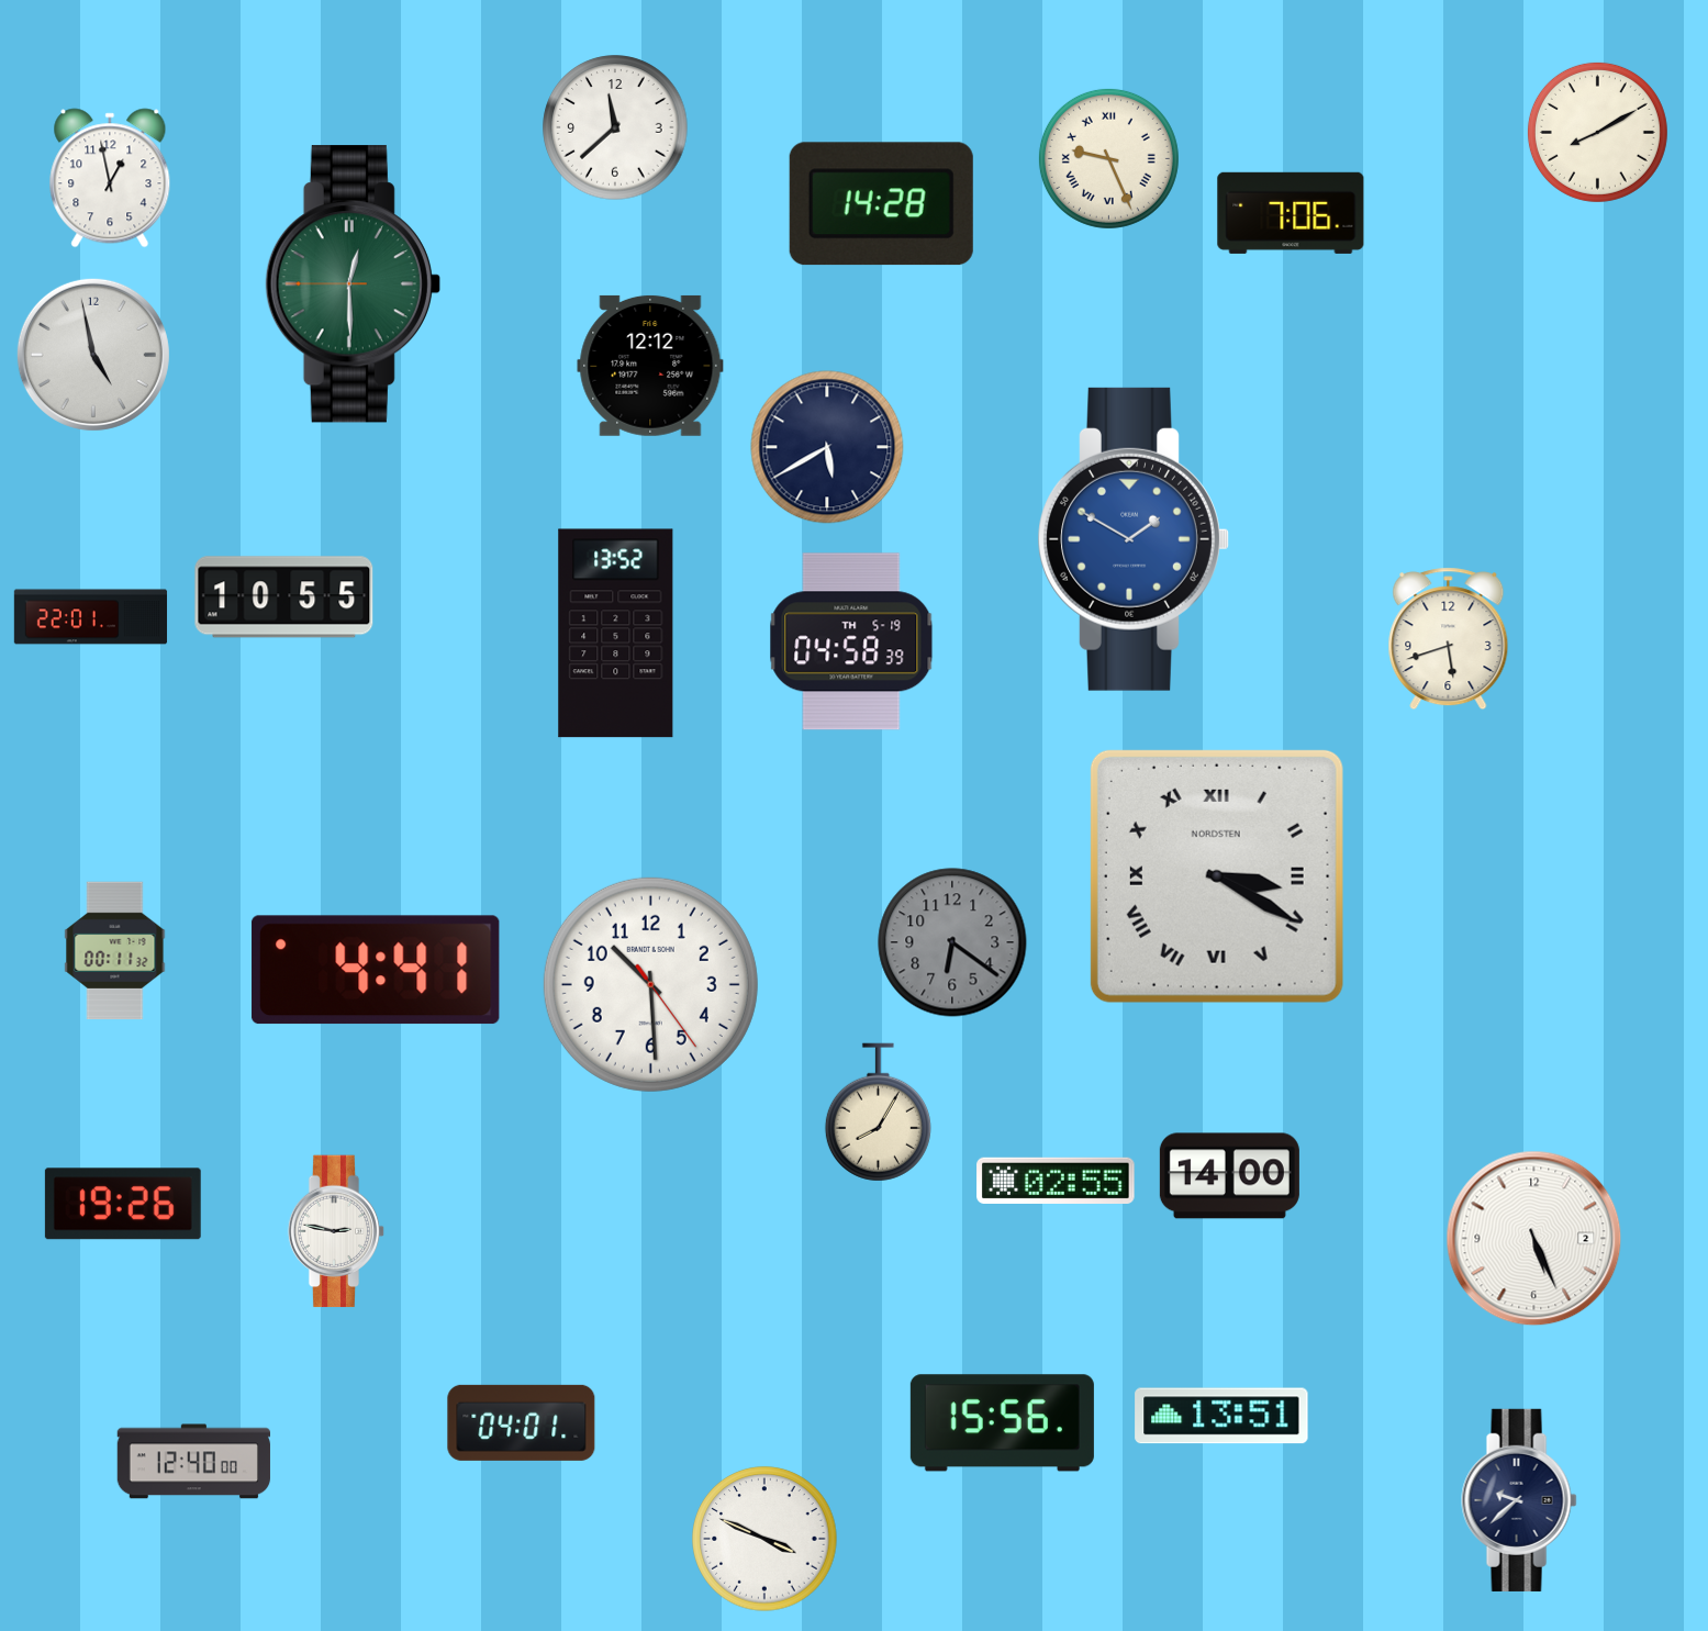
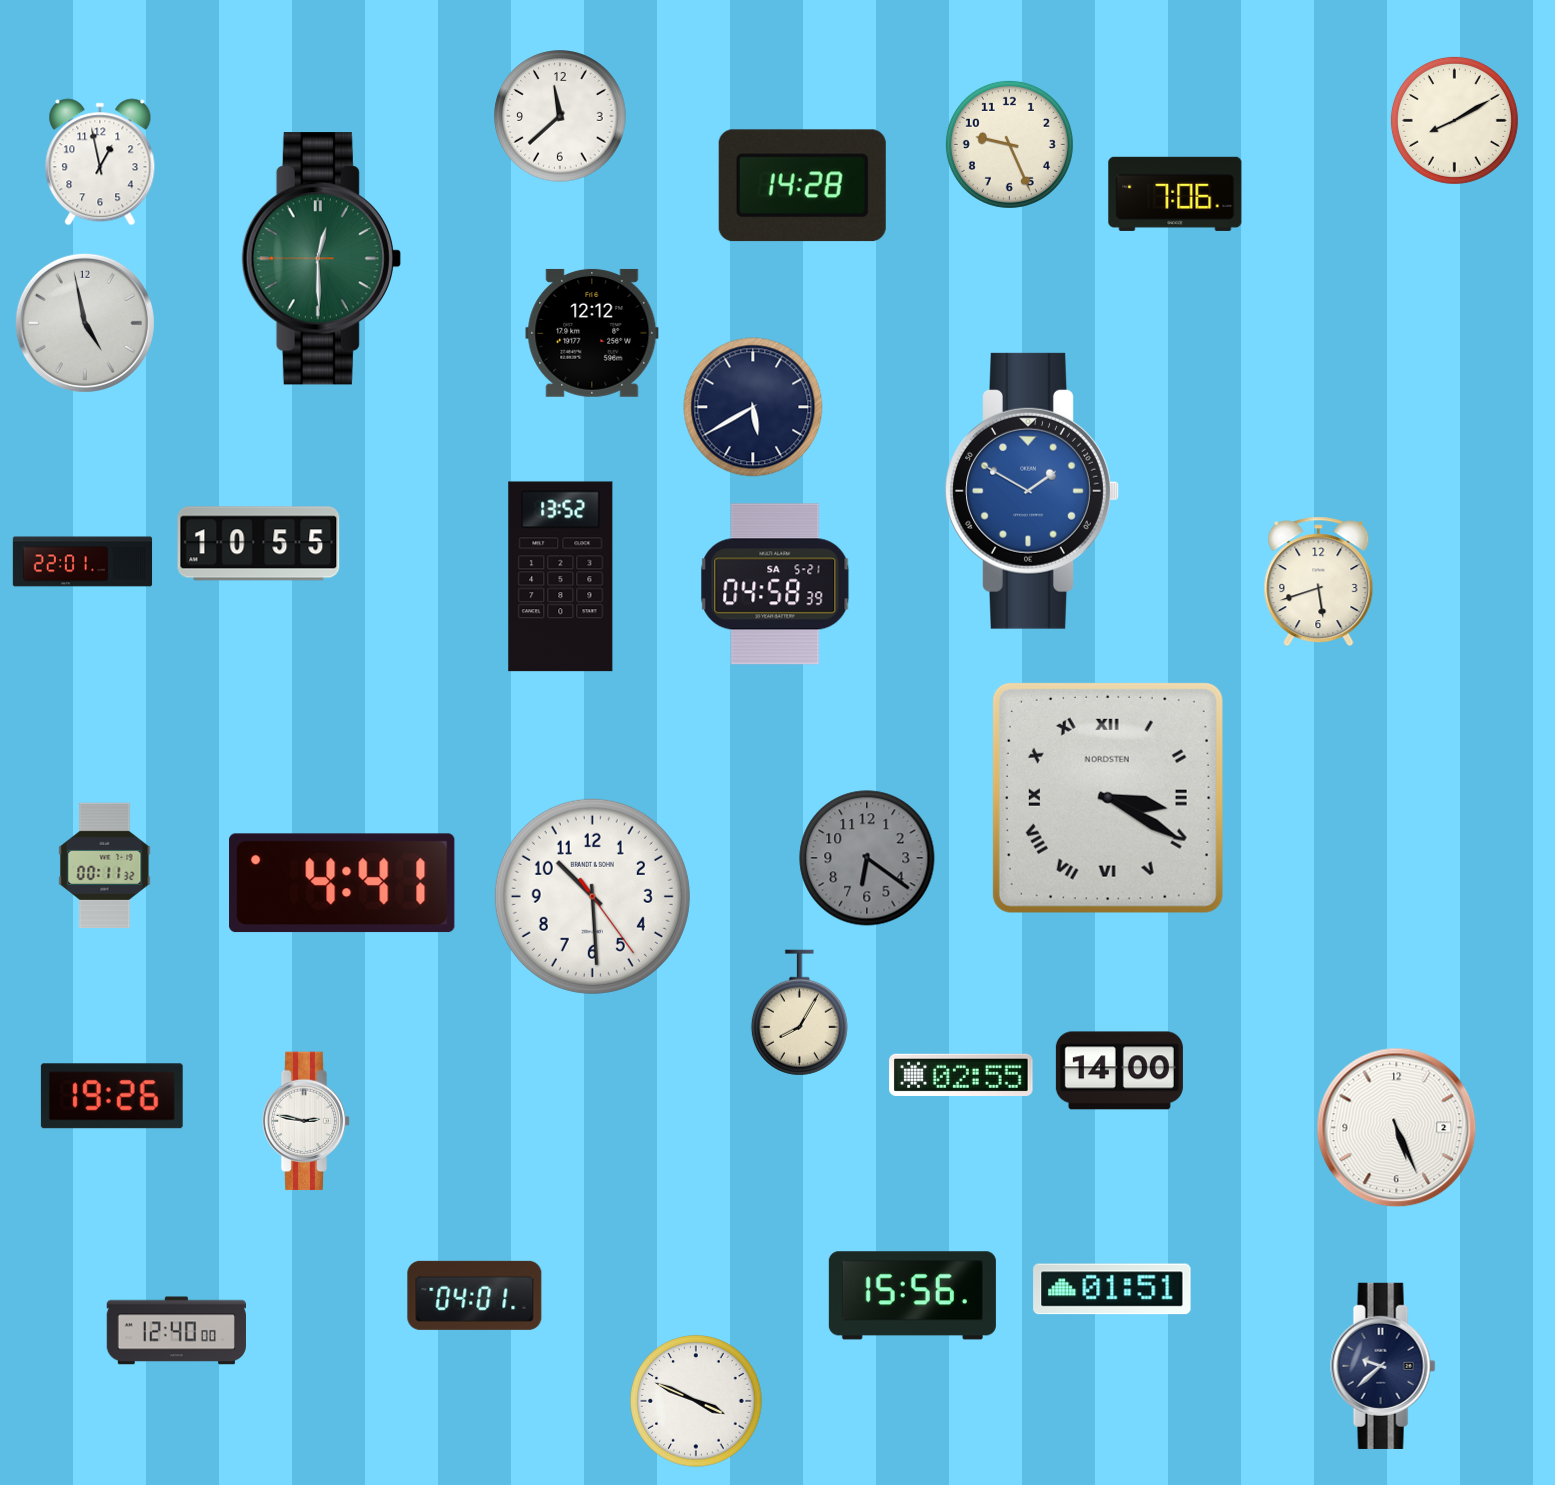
clock at (1108, 158) numerals: Roman -> Arabic
clock at (851, 641) date: TH 5-19 -> SA 5-21
clock at (1221, 1416): 13:51 -> 01:51
